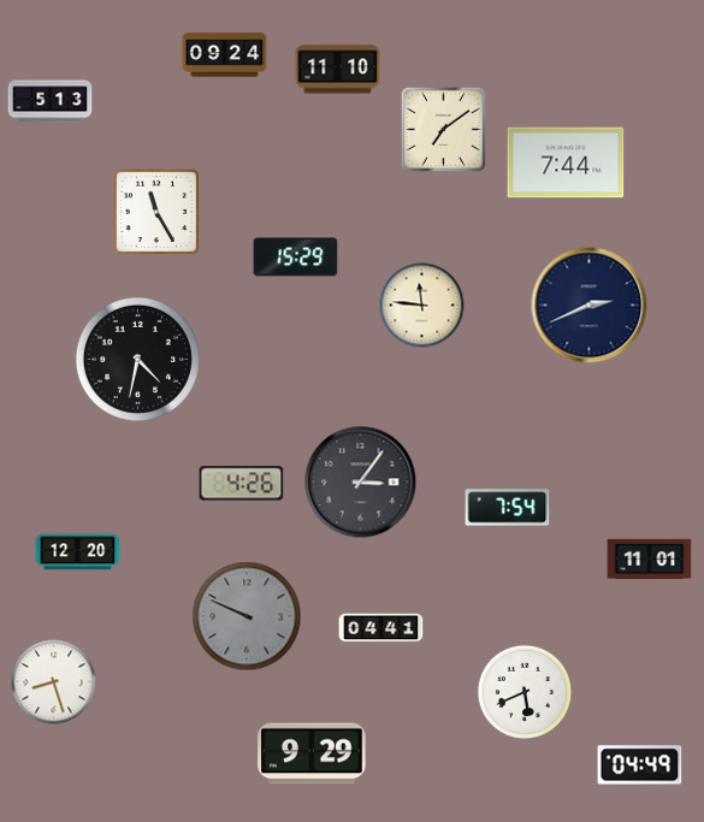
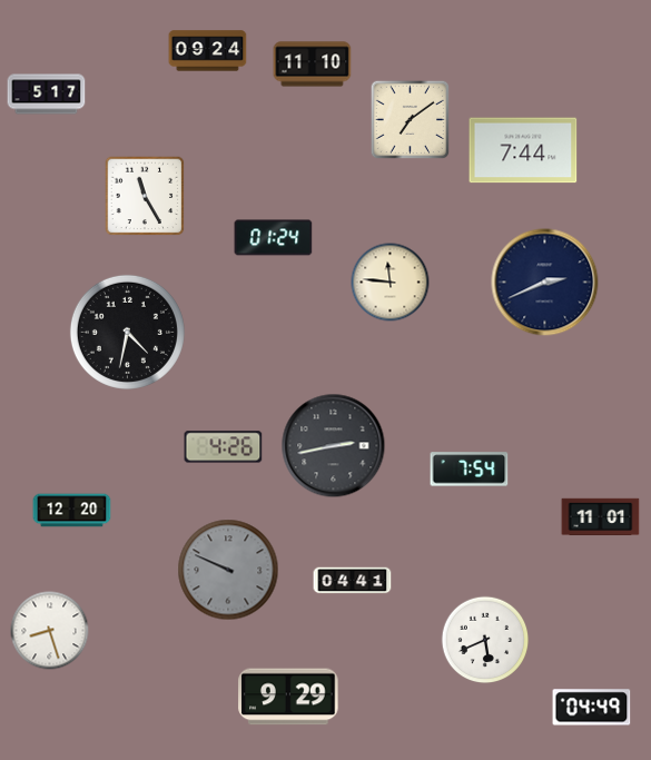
clock at (51, 102): 5:13 -> 5:17
clock at (296, 258): 15:29 -> 01:24
clock at (361, 483): 3:06 -> 2:43
